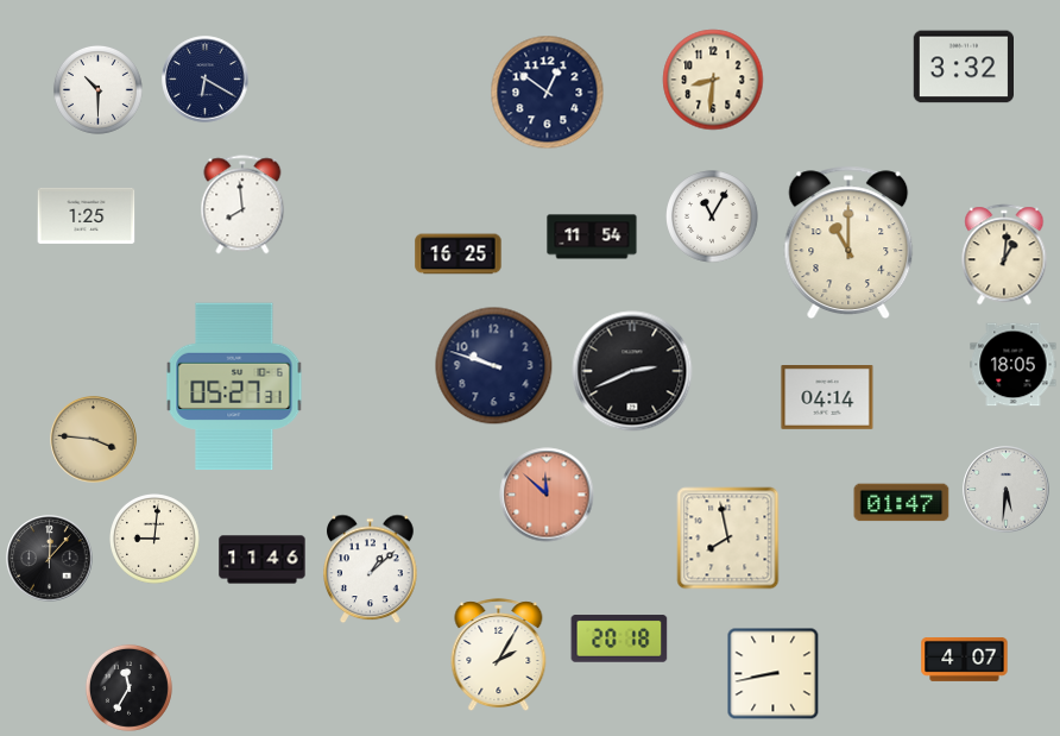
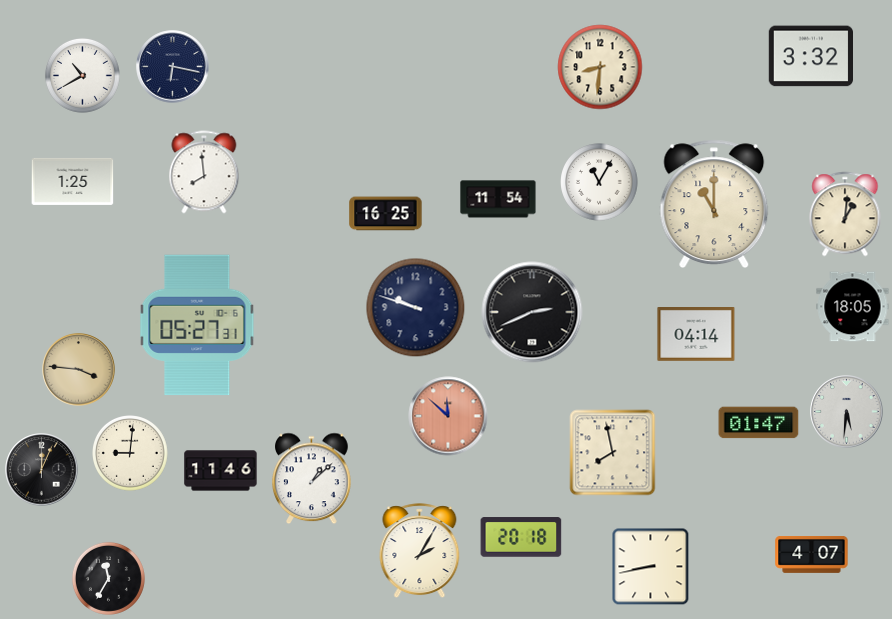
clock at (206, 80): 6:20 -> 6:17
clock at (97, 89): 10:30 -> 10:40
clock at (548, 93): 12:51 -> none
clock at (547, 495) position: (547, 495) -> (448, 416)
clock at (50, 559): 12:07 -> 12:04
